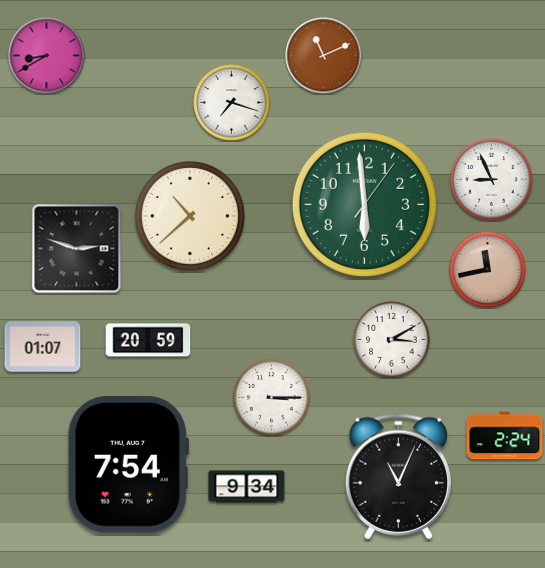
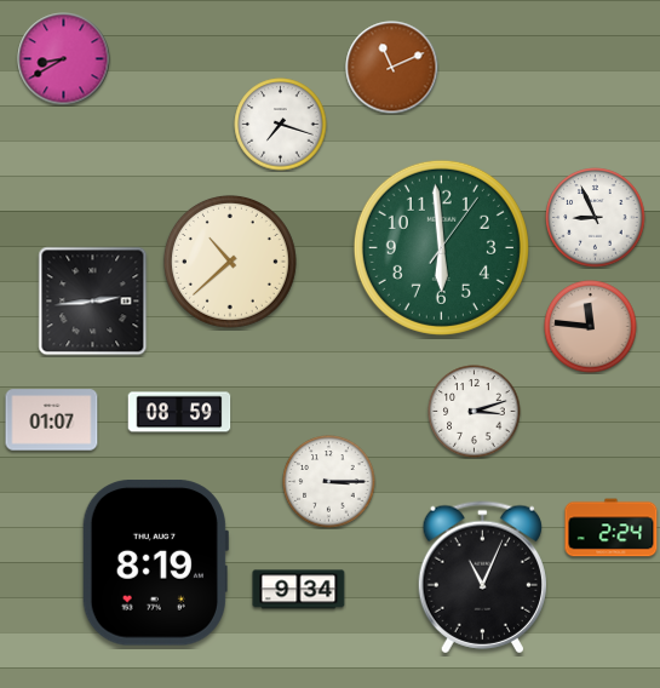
clock at (47, 56) position: (47, 56) -> (64, 59)
clock at (77, 249): 2:48 -> 2:44
clock at (488, 270): 11:43 -> 11:46
clock at (148, 340): 20:59 -> 08:59
clock at (392, 340): 3:10 -> 3:12
clock at (128, 465): 7:54 -> 8:19
